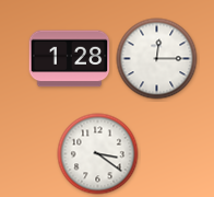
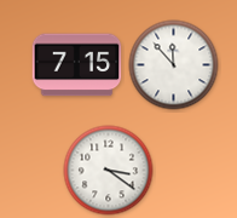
clock at (70, 59): 1:28 -> 7:15
clock at (157, 59): 12:15 -> 11:53
